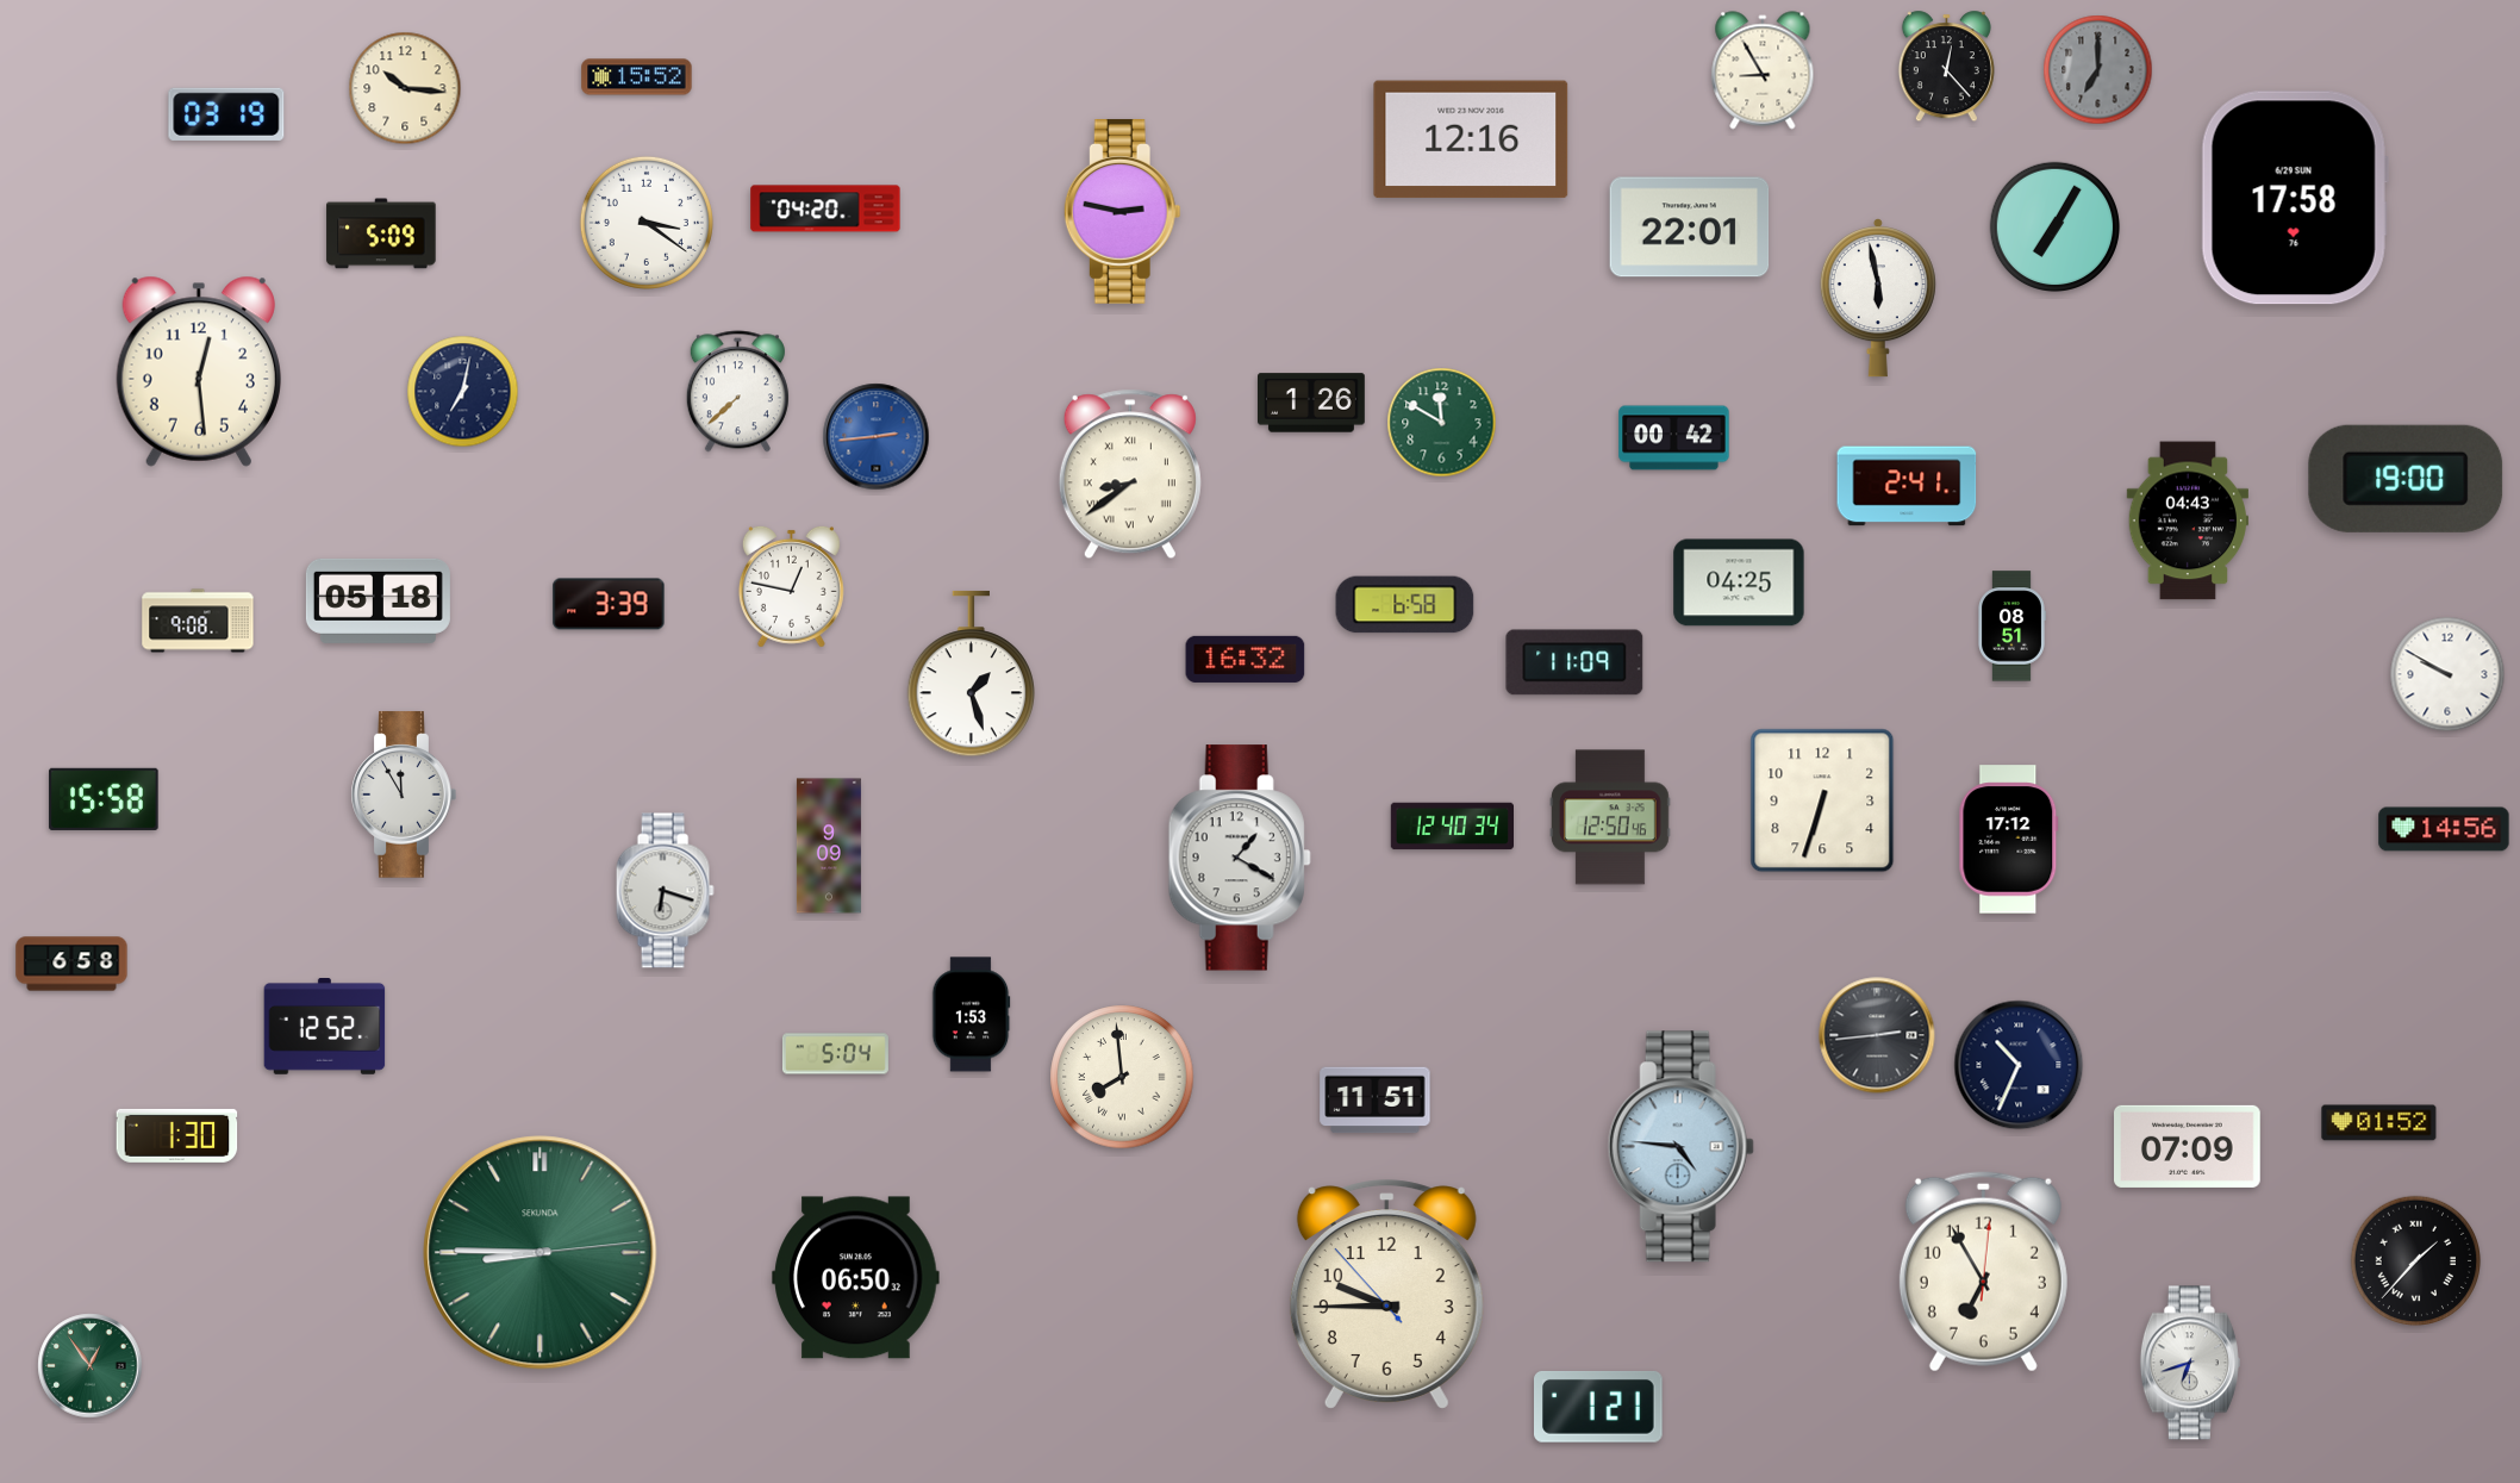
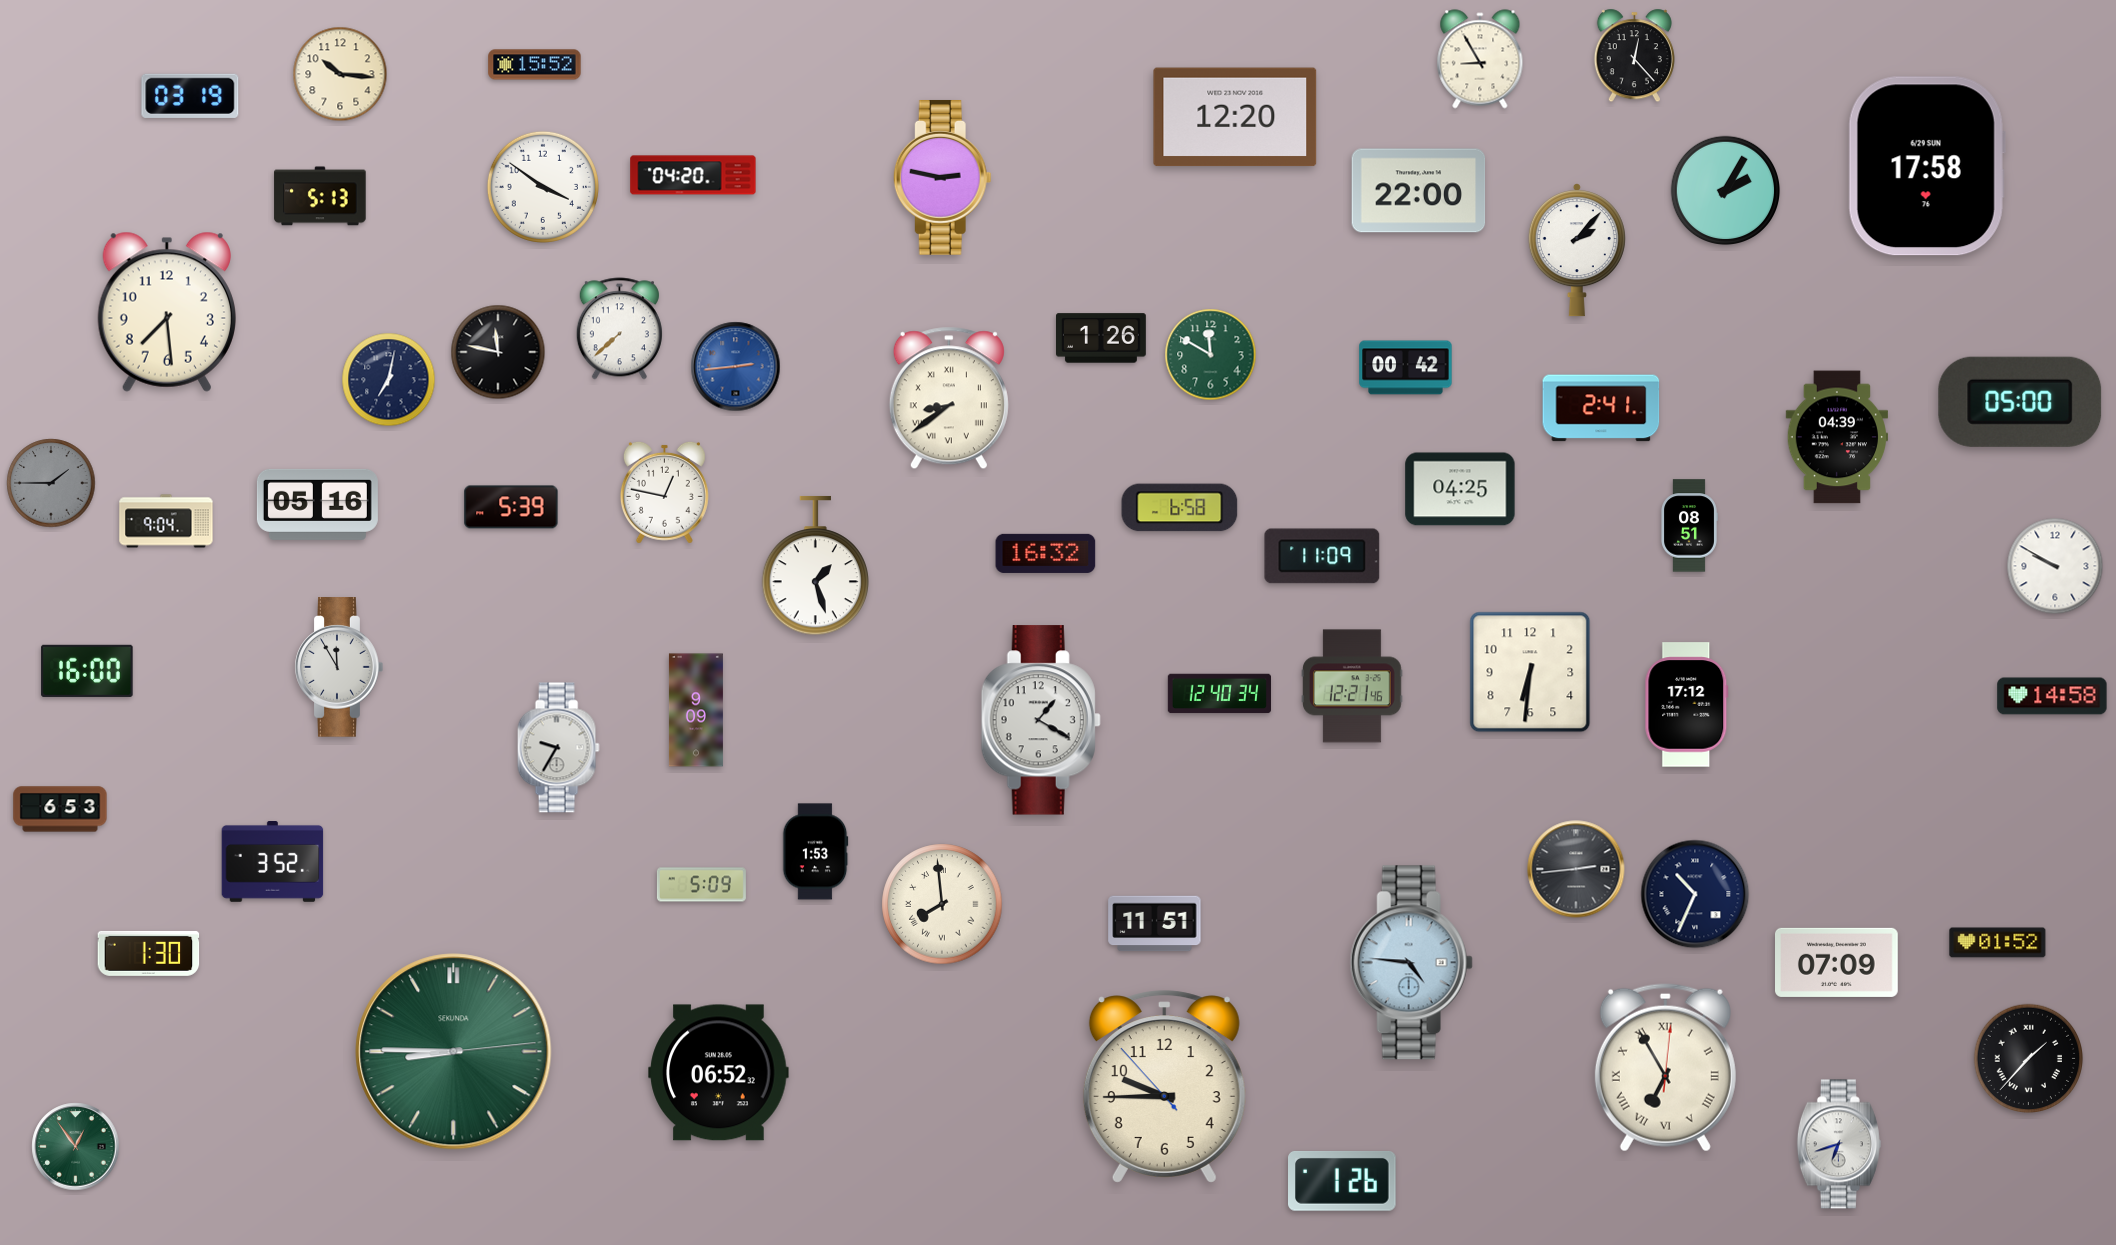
clock at (2098, 70): 7:00 -> none
clock at (1471, 139): 12:16 -> 12:20
clock at (647, 223): 3:21 -> 3:51
clock at (1690, 228): 22:01 -> 22:00
clock at (2056, 228): 7:05 -> 2:05
clock at (381, 233): 5:09 -> 5:13
clock at (1878, 298): 5:58 -> 2:07
clock at (199, 372): 12:29 -> 7:29
clock at (463, 392) position: (463, 392) -> (389, 380)
clock at (498, 352): none -> 11:47
clock at (2406, 479): 19:00 -> 05:00
clock at (2187, 521): 04:43 -> 04:39
clock at (51, 483): none -> 1:45
clock at (378, 600): 05:18 -> 05:16
clock at (609, 604): 3:39 -> 5:39
clock at (198, 621): 9:08 -> 9:04
clock at (104, 799): 15:58 -> 16:00
clock at (1822, 800): 6:33 -> 6:31
clock at (1610, 817): 12:50 -> 12:21
clock at (2444, 829): 14:56 -> 14:58
clock at (665, 891): 6:18 -> 9:35
clock at (71, 964): 6:58 -> 6:53
clock at (325, 1027): 12:52 -> 3:52
clock at (835, 1054): 5:04 -> 5:09
clock at (1983, 1272) numerals: Arabic -> Roman
clock at (856, 1278): 06:50 -> 06:52
clock at (1598, 1407): 1:21 -> 1:26
